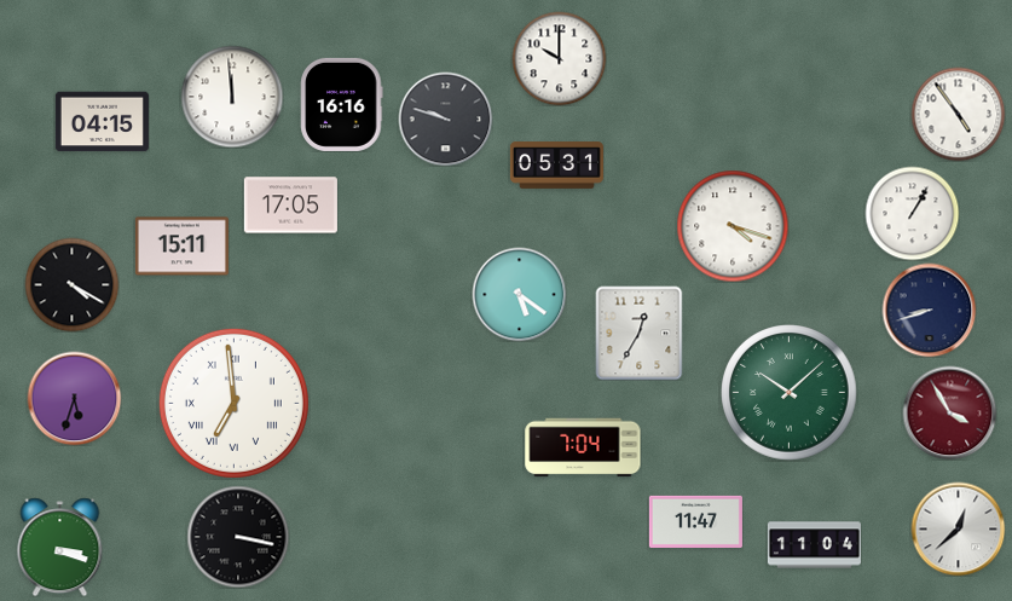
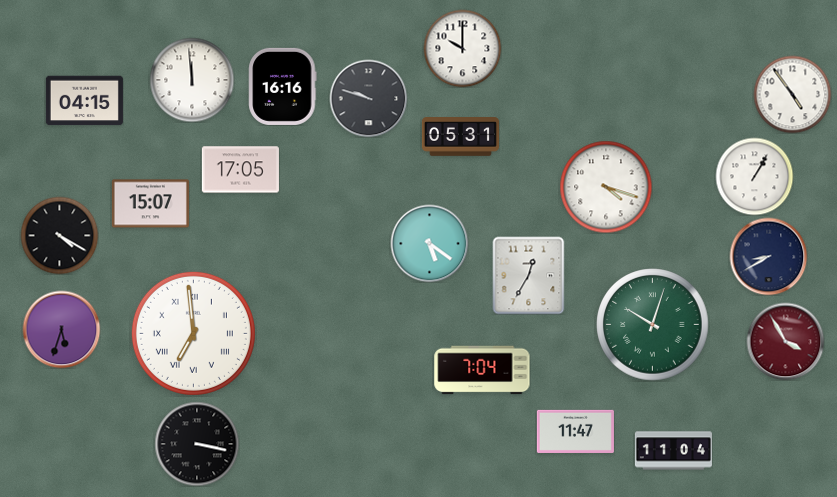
clock at (181, 247): 15:11 -> 15:07
clock at (929, 310): 8:42 -> 8:40
clock at (790, 393): 10:08 -> 10:03
clock at (958, 528): 12:38 -> none
clock at (60, 547): 3:18 -> none
